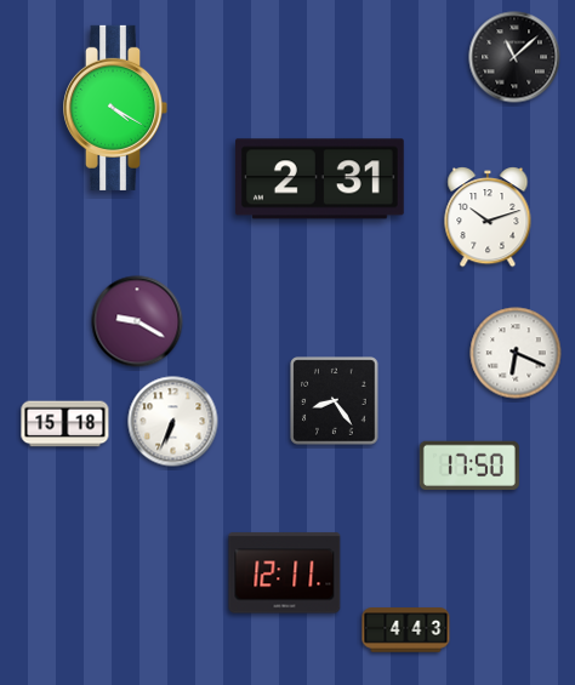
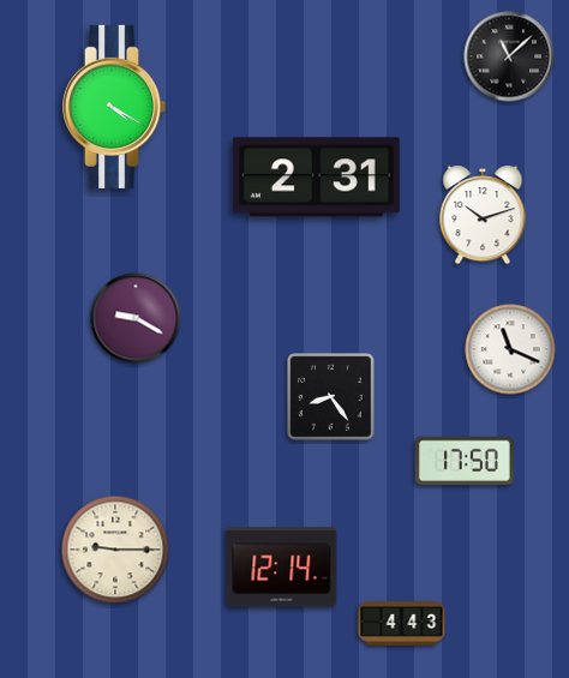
clock at (516, 353): 6:19 -> 11:19
clock at (173, 422): 6:34 -> none
clock at (66, 424): 15:18 -> none
clock at (115, 550): none -> 9:15
clock at (285, 573): 12:11 -> 12:14
